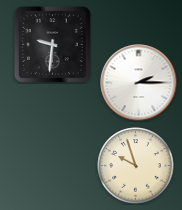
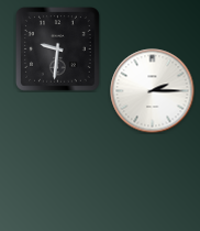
clock at (136, 166): 9:57 -> none
